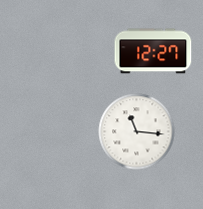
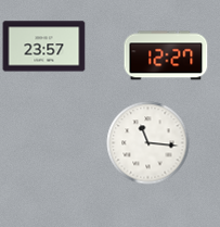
clock at (44, 47): none -> 23:57
